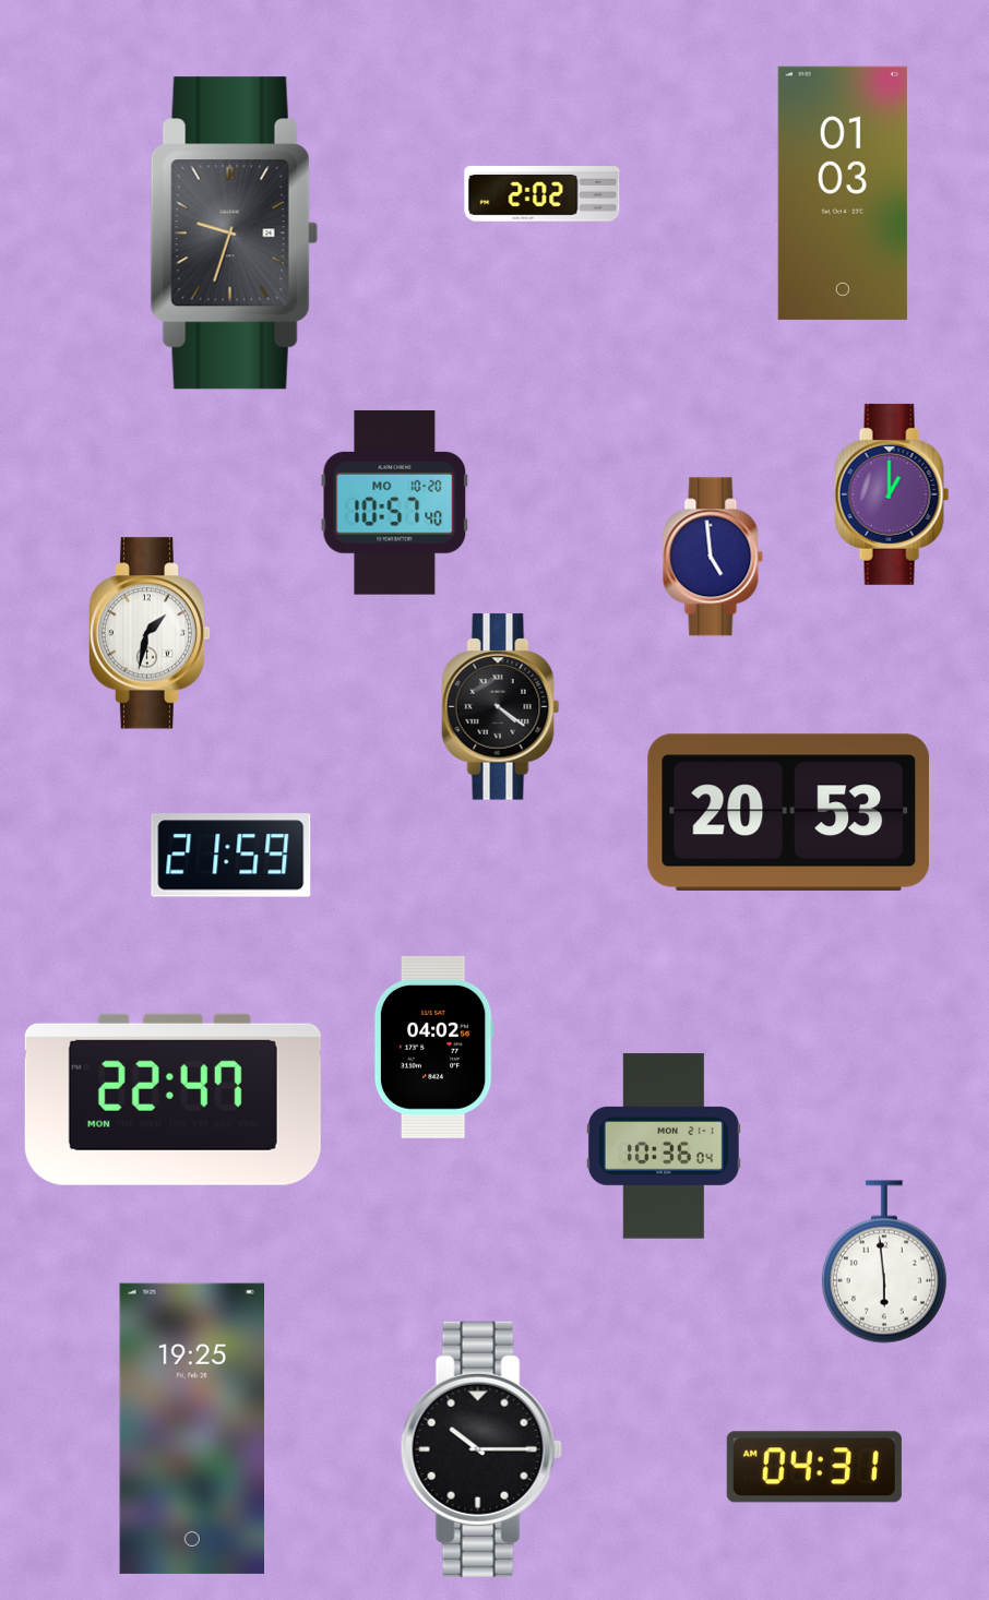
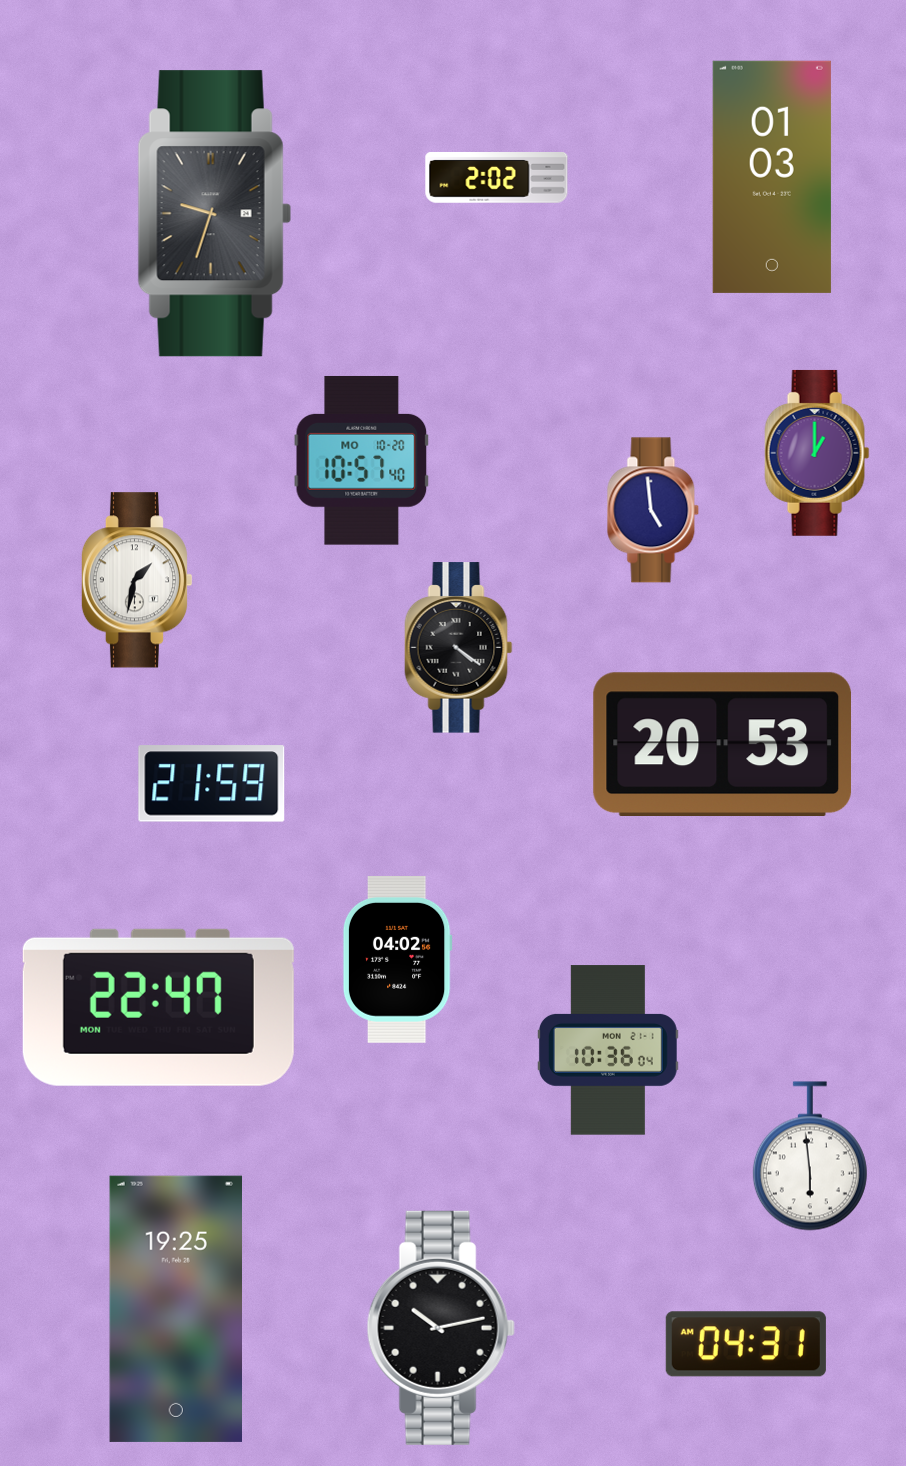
clock at (481, 1449): 10:15 -> 10:13
